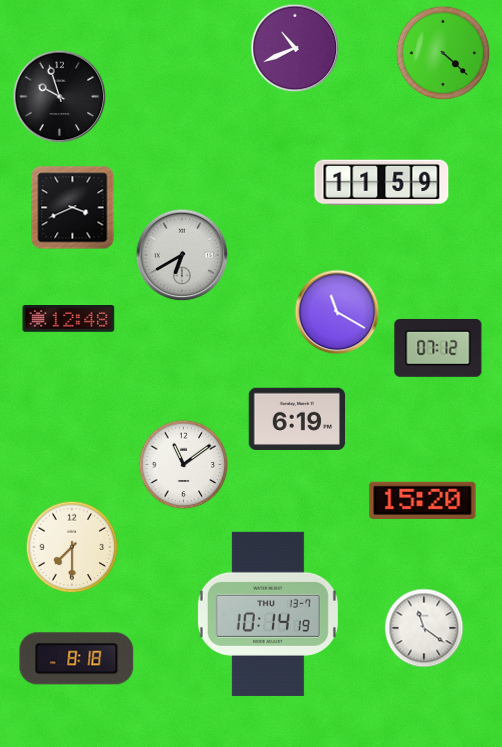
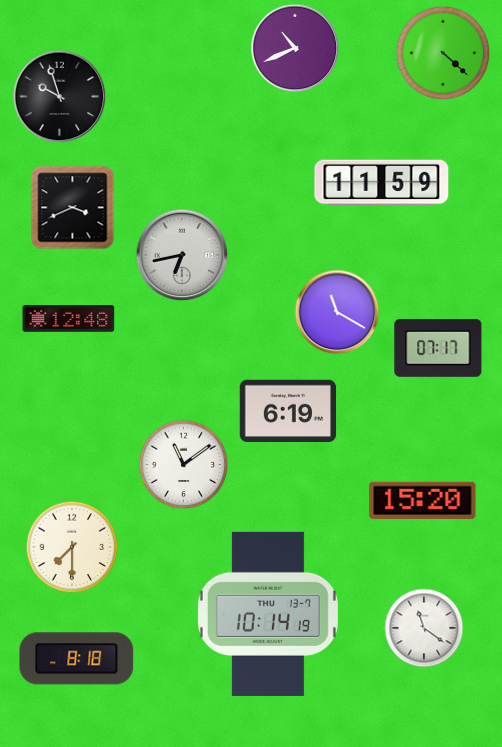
clock at (182, 255): 6:40 -> 6:43
clock at (438, 348): 07:12 -> 07:17
clock at (297, 418) position: (297, 418) -> (288, 410)
